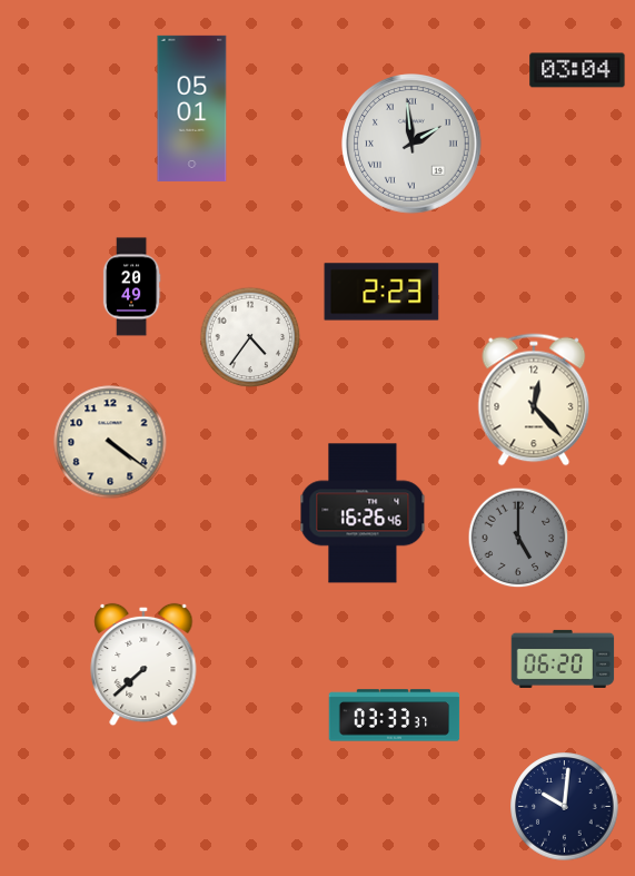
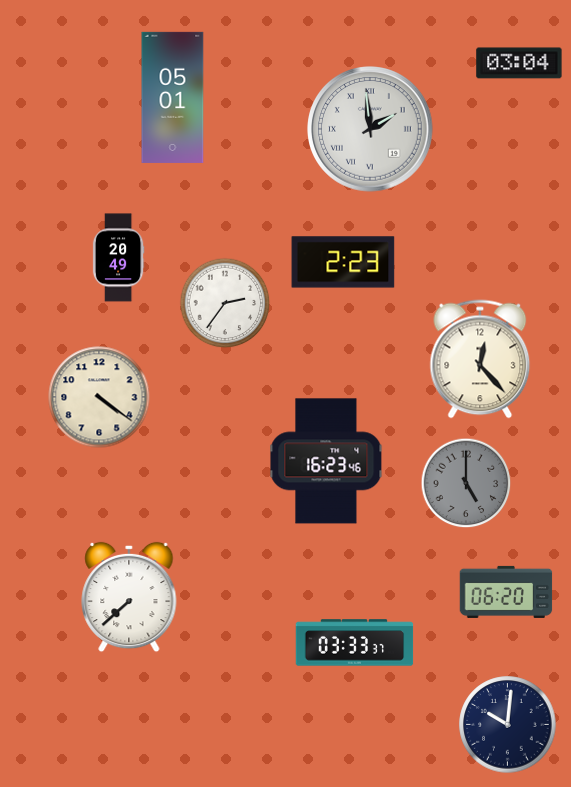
clock at (250, 337): 4:36 -> 2:36
clock at (363, 513): 16:26 -> 16:23
